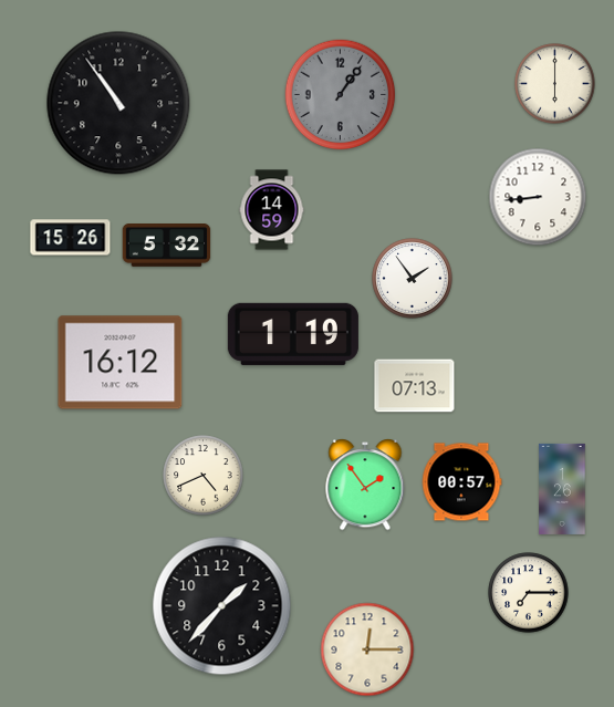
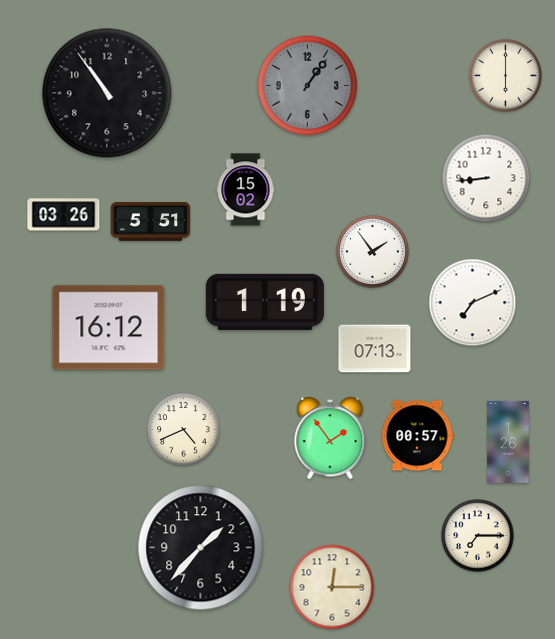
clock at (555, 84) position: (555, 84) -> (506, 76)
clock at (272, 210): 14:59 -> 15:02
clock at (71, 238): 15:26 -> 03:26
clock at (167, 246): 5:32 -> 5:51
clock at (473, 303): none -> 7:11
